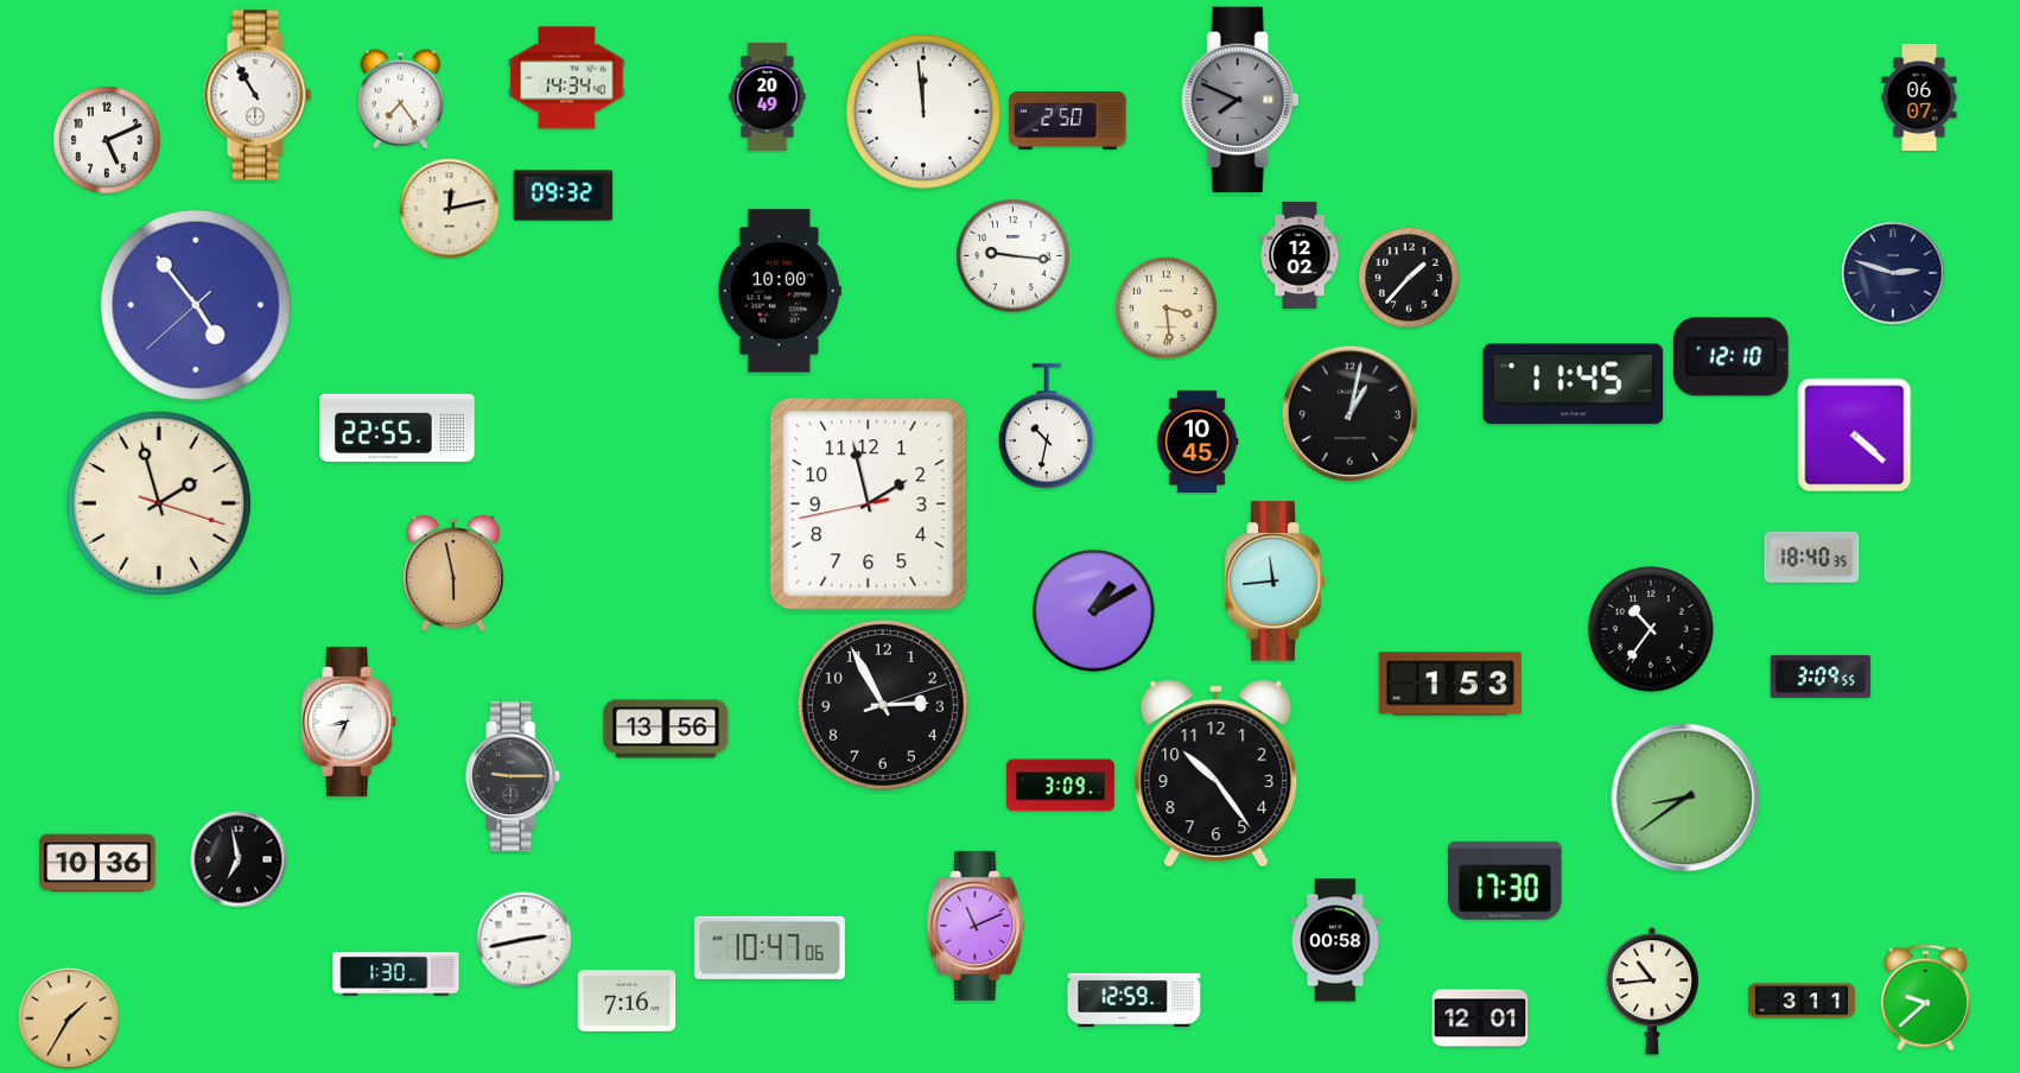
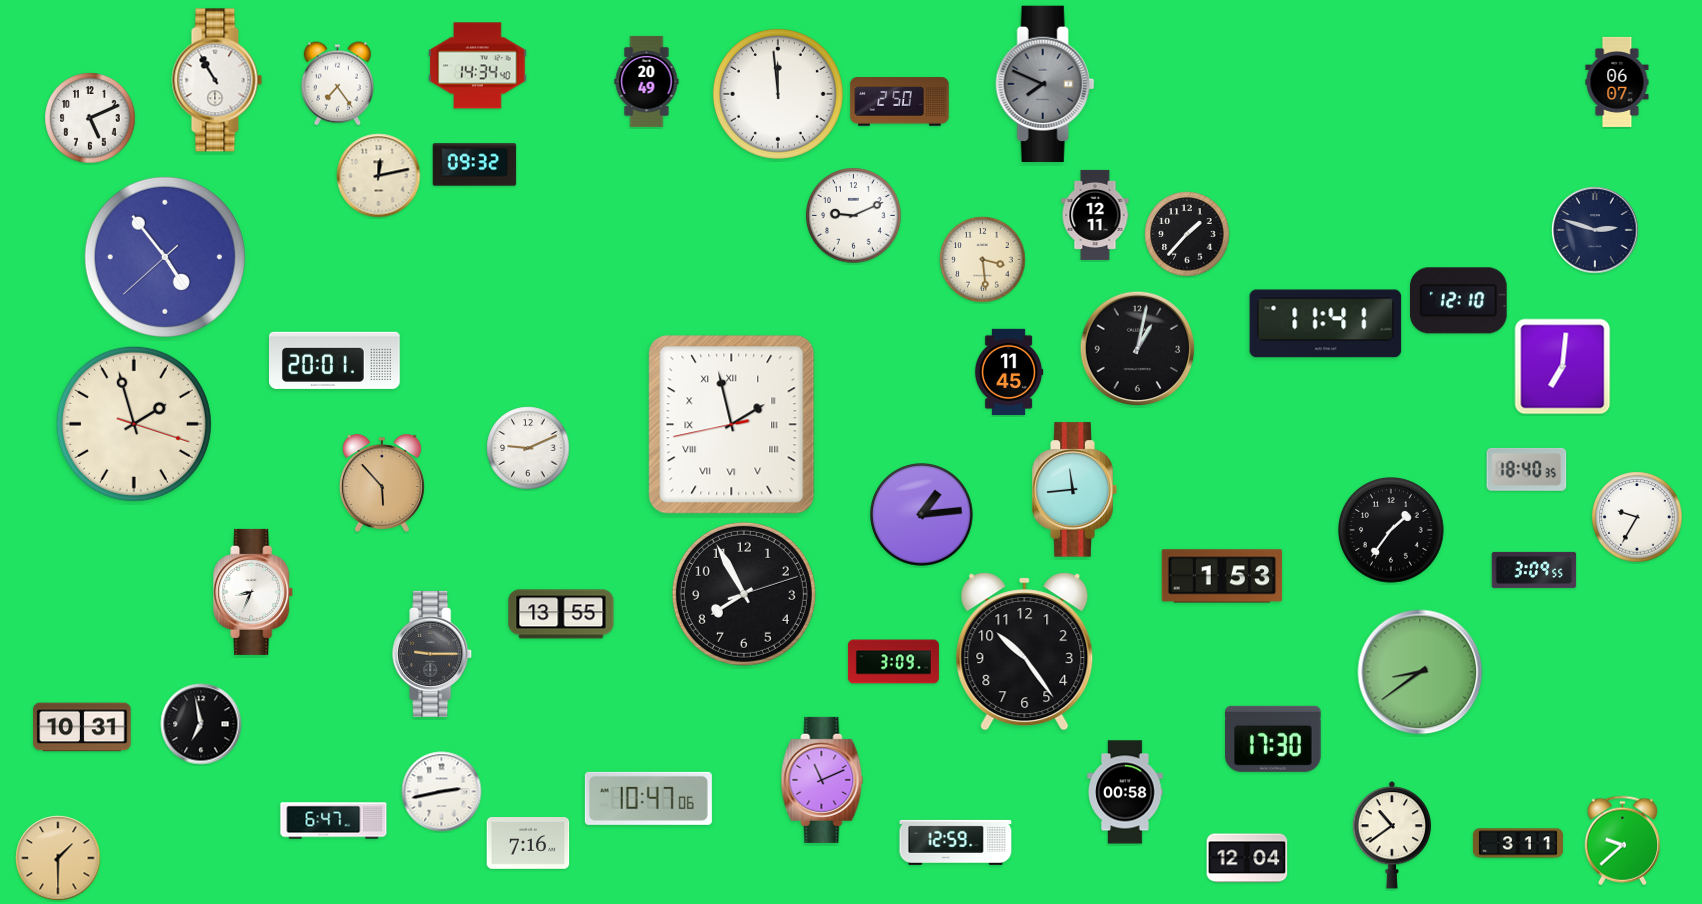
clock at (1300, 255): 12:02 -> 12:11
clock at (1014, 256): 9:16 -> 9:11
clock at (780, 291): 10:00 -> none
clock at (1574, 385): 11:45 -> 11:41
clock at (398, 427): 22:55 -> 20:01
clock at (1048, 427): 10:32 -> none
clock at (1855, 436): 4:22 -> 7:01
clock at (1198, 442): 10:45 -> 11:45
clock at (869, 504) numerals: Arabic -> Roman
clock at (528, 448): none -> 9:11
clock at (453, 573): 5:58 -> 5:53
clock at (1094, 611): 1:10 -> 1:14
clock at (1637, 517): none -> 9:35
clock at (1651, 629): 10:36 -> 1:36
clock at (883, 705): 2:55 -> 7:55
clock at (350, 722) position: (350, 722) -> (254, 592)
clock at (666, 729): 13:56 -> 13:55
clock at (97, 863): 10:36 -> 10:31
clock at (1506, 881) position: (1506, 881) -> (1274, 739)
clock at (396, 974): 1:30 -> 6:47
clock at (1652, 991): 10:44 -> 10:39
clock at (69, 1018): 1:35 -> 1:30
clock at (1480, 1018): 12:01 -> 12:04
